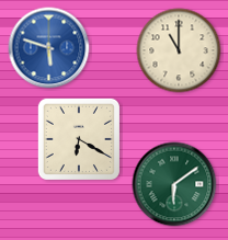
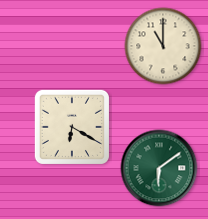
clock at (49, 48): 5:48 -> none
